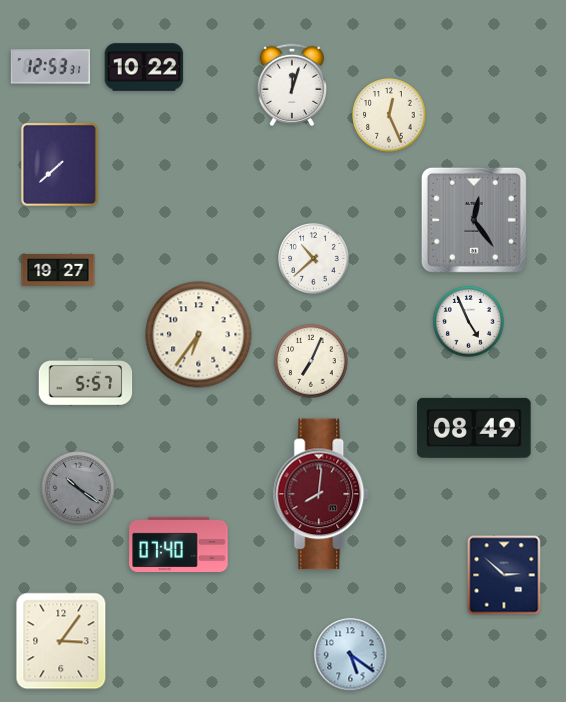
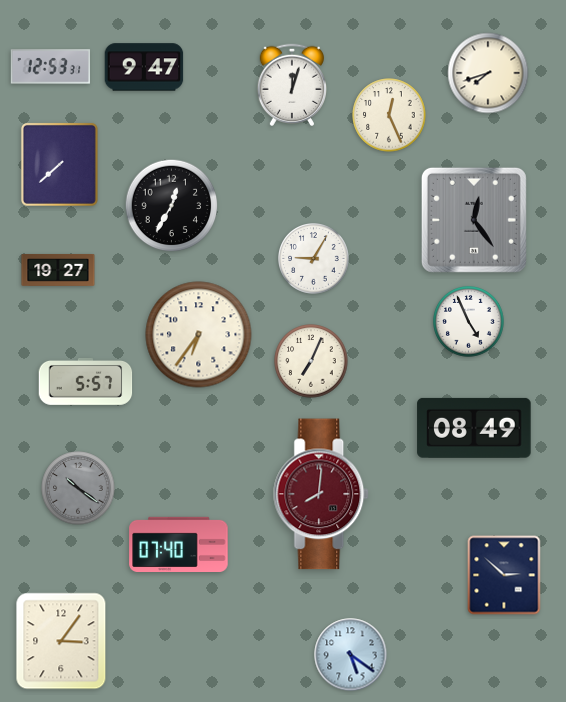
clock at (144, 67): 10:22 -> 9:47
clock at (488, 73): none -> 7:42
clock at (172, 206): none -> 12:35
clock at (314, 259): 10:38 -> 9:05
